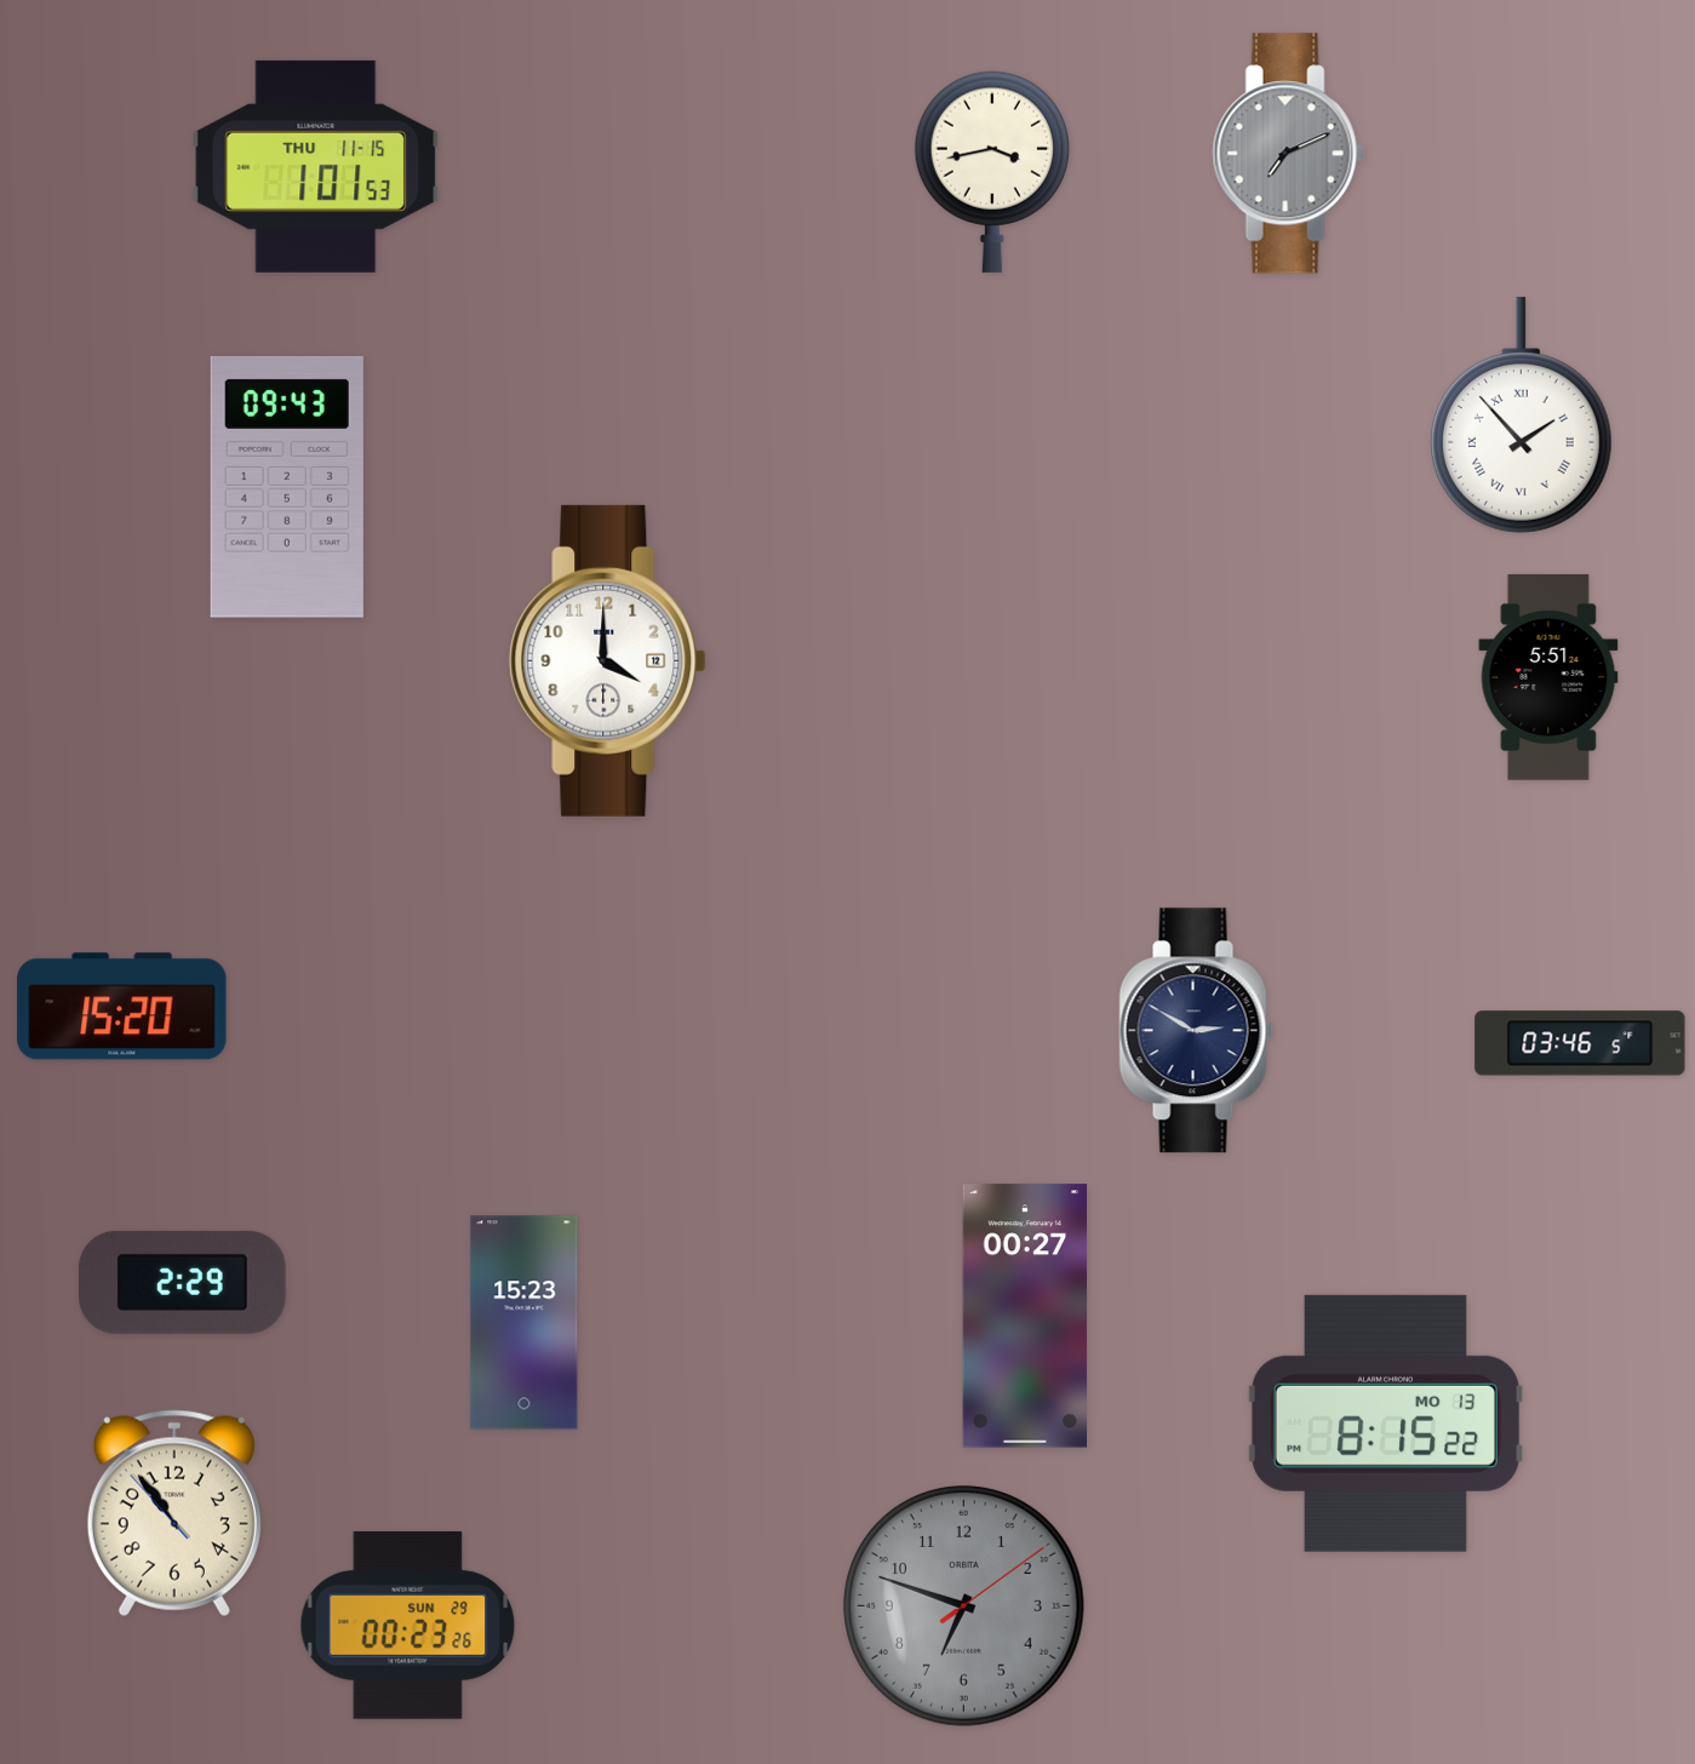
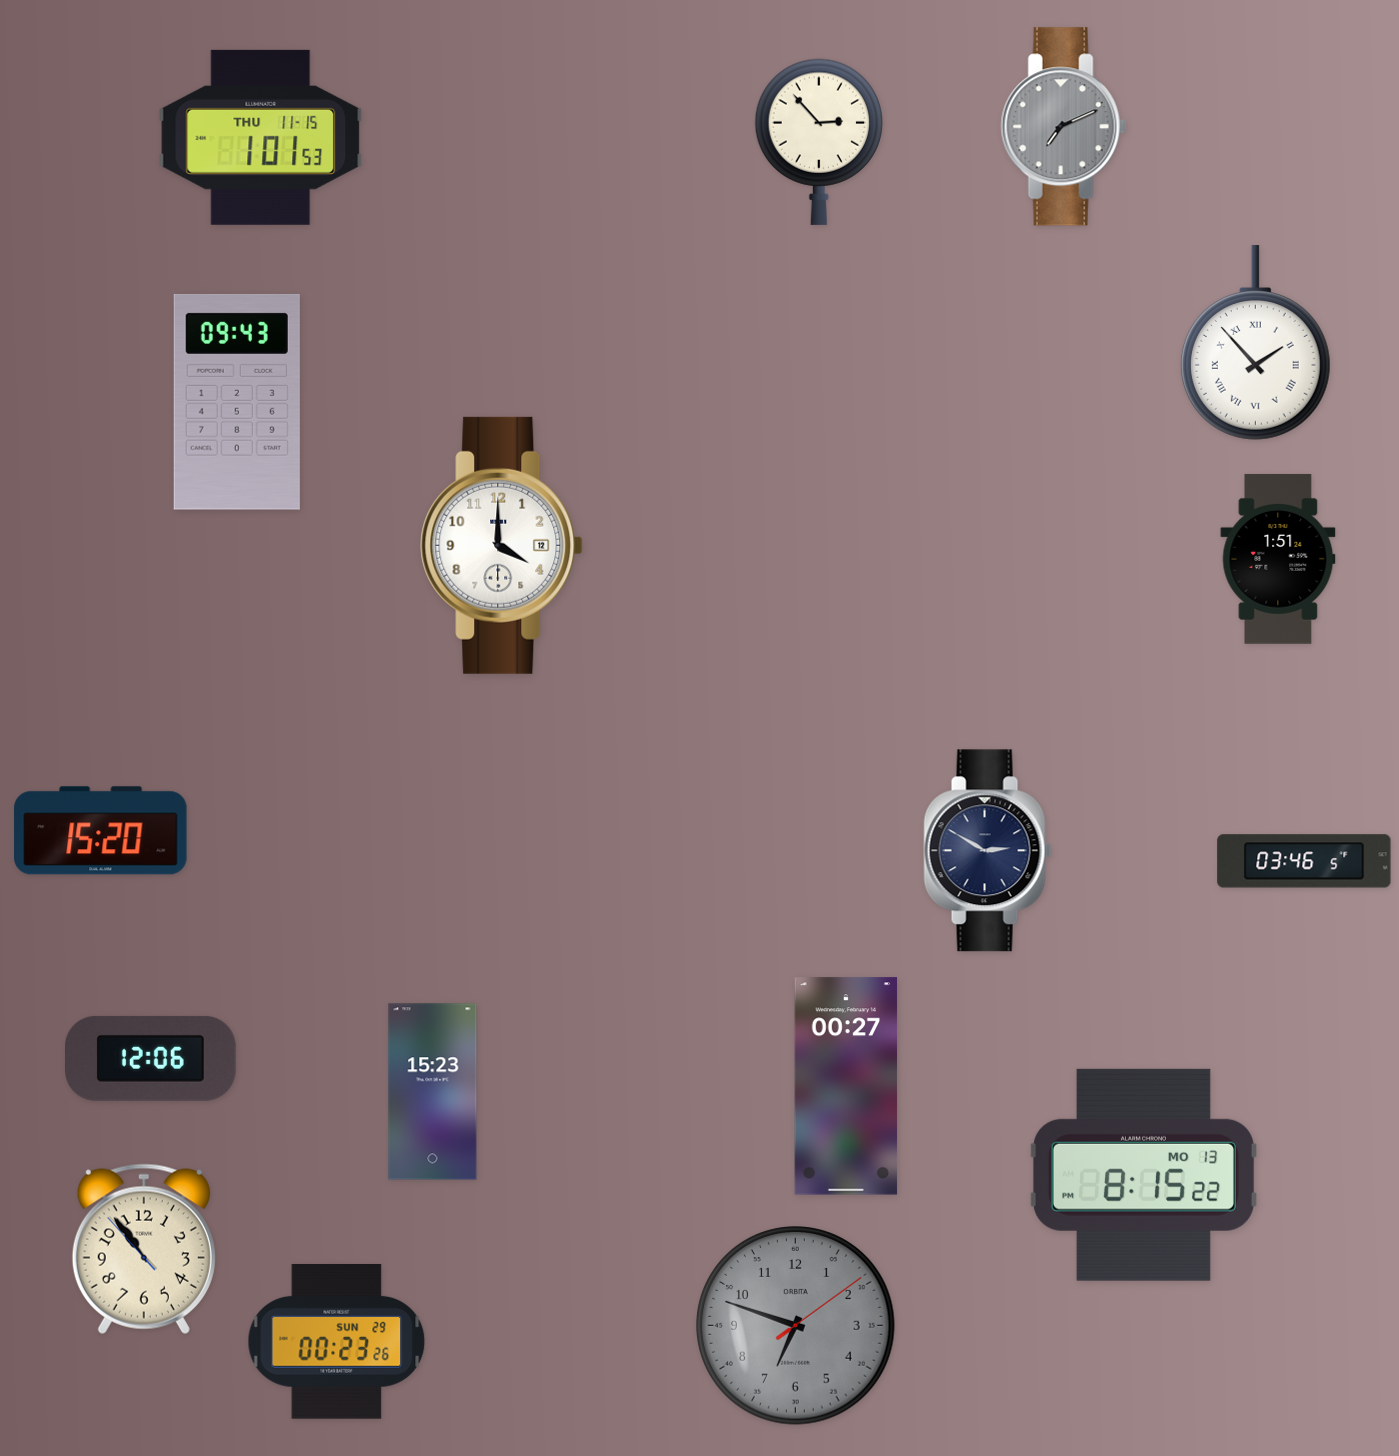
clock at (992, 172): 3:43 -> 2:53
clock at (1548, 677): 5:51 -> 1:51
clock at (183, 1282): 2:29 -> 12:06
